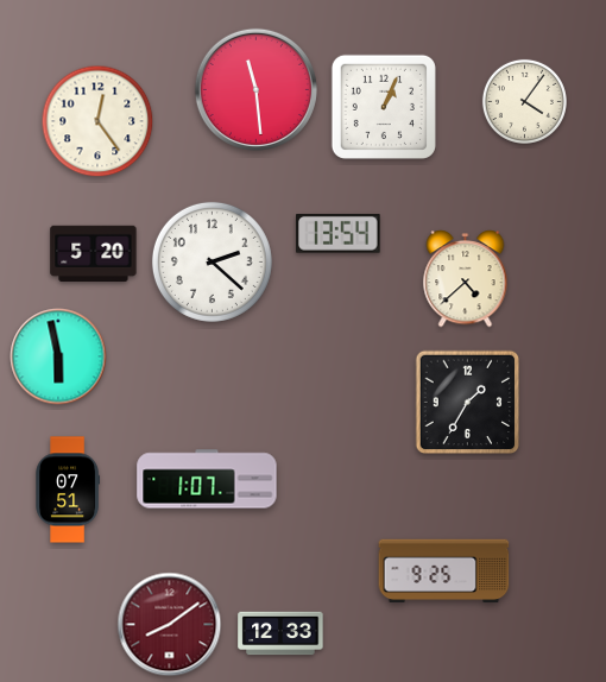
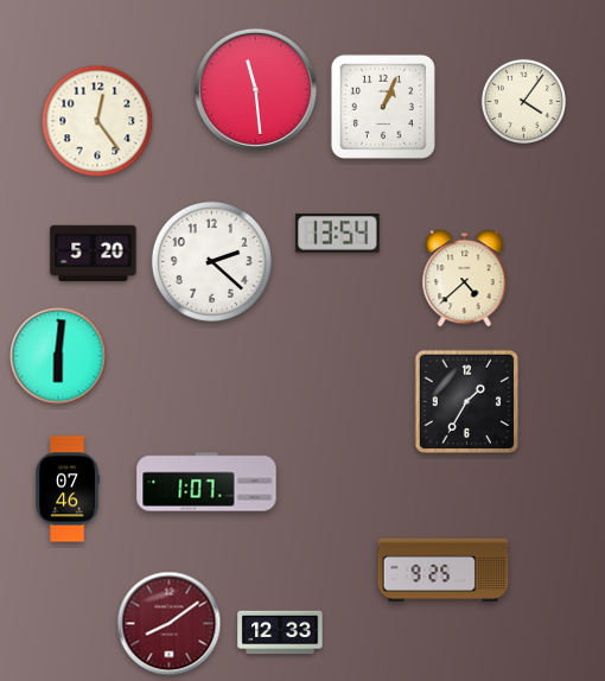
clock at (58, 356): 5:58 -> 6:01
clock at (207, 479) position: (207, 479) -> (206, 482)
clock at (67, 490): 07:51 -> 07:46
